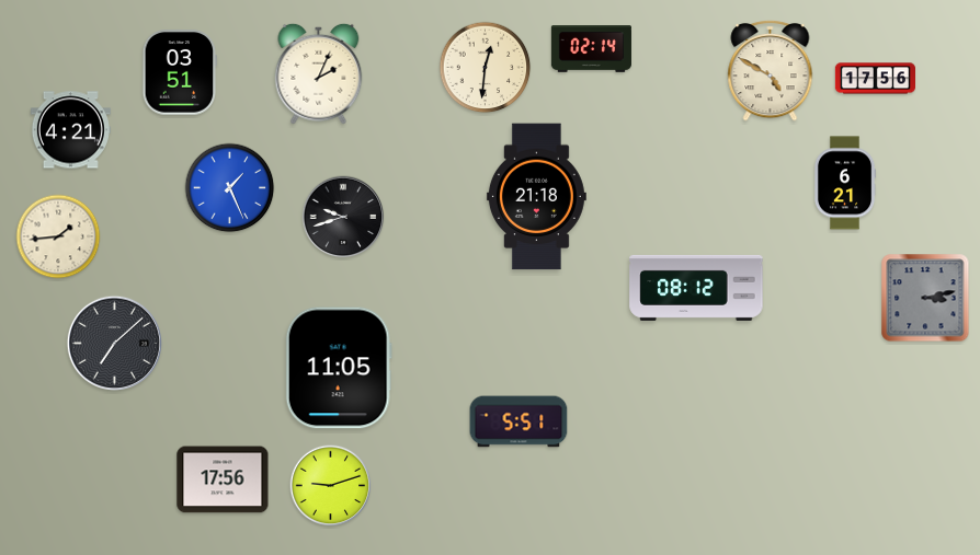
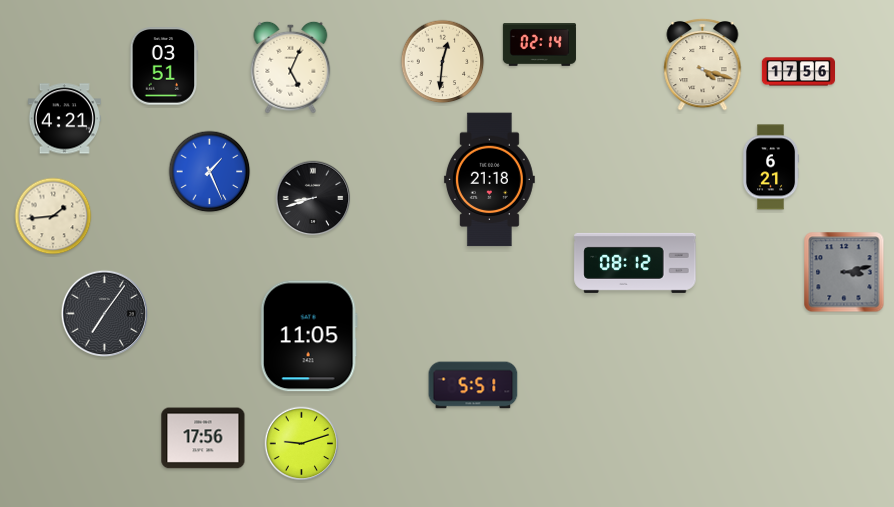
clock at (771, 70): 4:50 -> 4:18
clock at (319, 73): 2:04 -> 5:04
clock at (343, 217): 9:42 -> 8:42
clock at (114, 343): 7:08 -> 7:06
